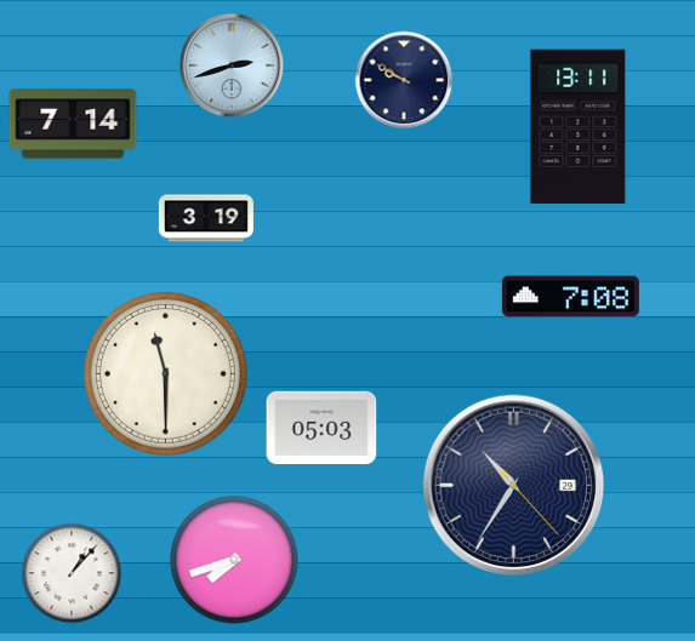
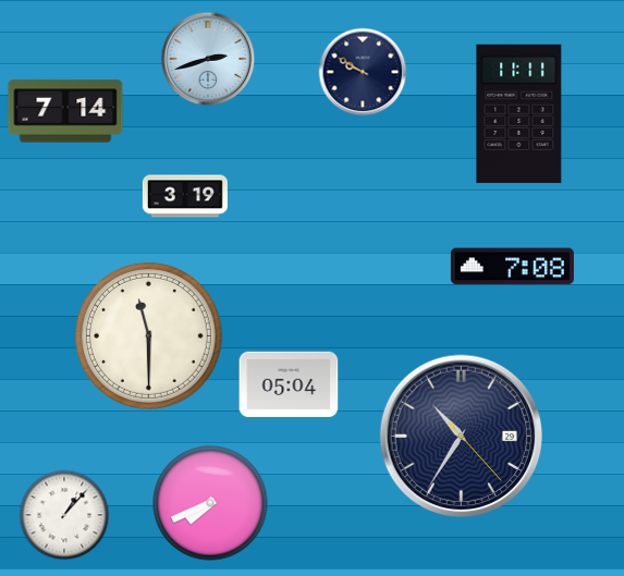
clock at (579, 127): 13:11 -> 11:11
clock at (321, 428): 05:03 -> 05:04
clock at (234, 560): 7:42 -> 7:41
